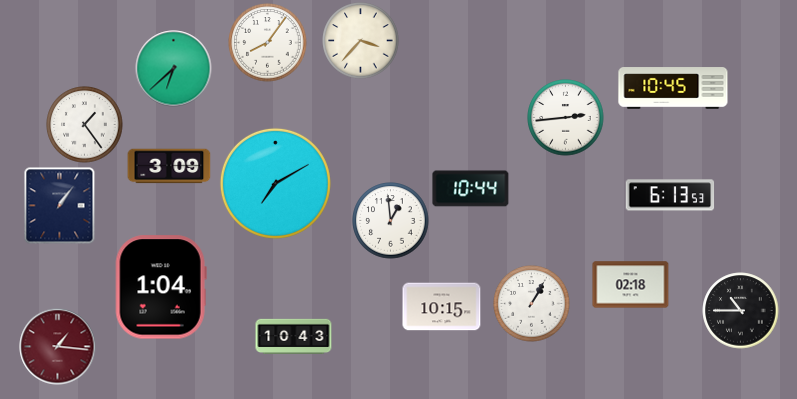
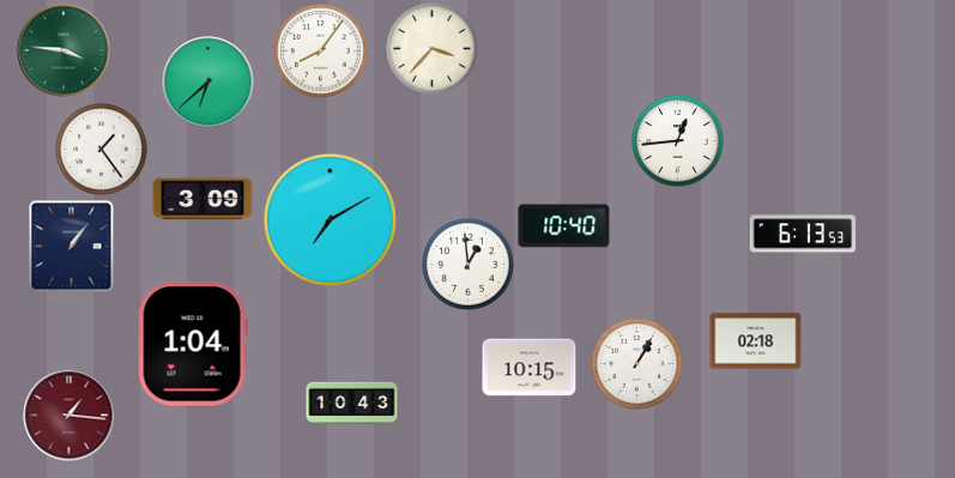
clock at (64, 50): none -> 3:46
clock at (673, 88): 10:45 -> none
clock at (566, 118): 2:44 -> 12:44
clock at (471, 189): 10:44 -> 10:40
clock at (741, 311): 10:45 -> none
